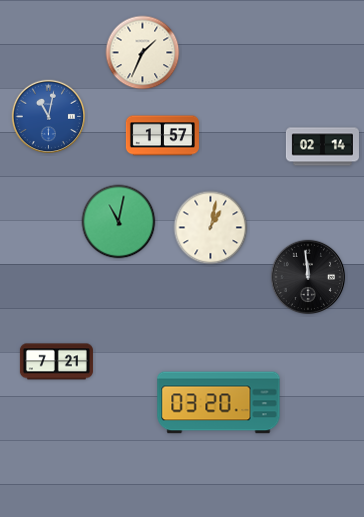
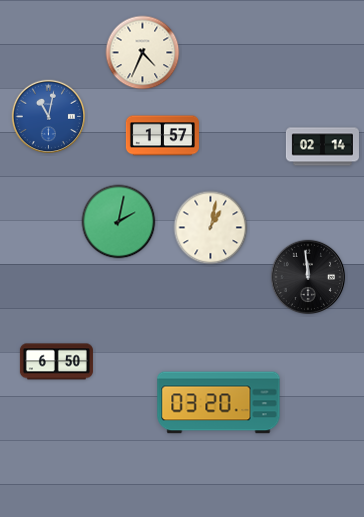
clock at (143, 53): 1:34 -> 4:34
clock at (119, 222): 11:02 -> 2:02
clock at (56, 362): 7:21 -> 6:50
